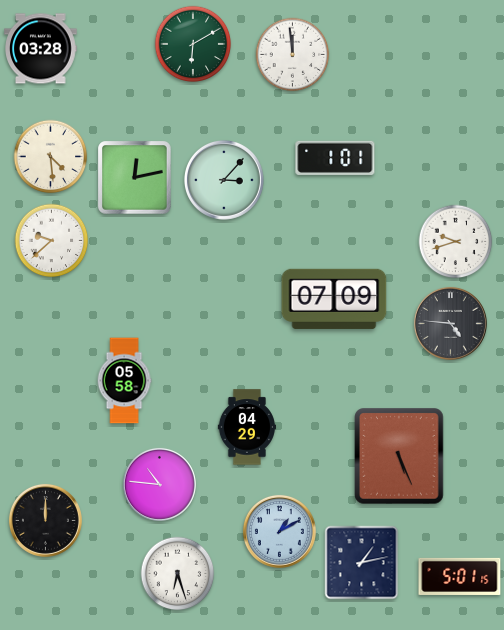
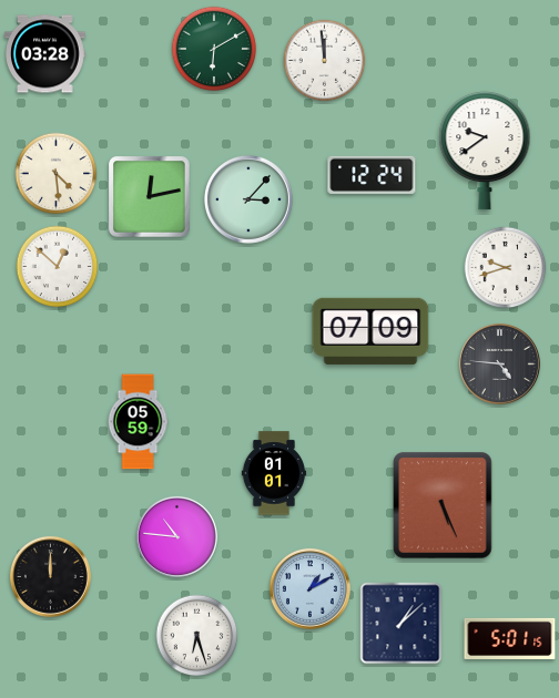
clock at (485, 151): none -> 9:39
clock at (335, 158): 1:01 -> 12:24
clock at (52, 241): 9:38 -> 12:52
clock at (450, 323) position: (450, 323) -> (499, 363)
clock at (124, 381): 05:58 -> 05:59
clock at (247, 427): 04:29 -> 01:01
clock at (362, 563): 1:13 -> 1:08
